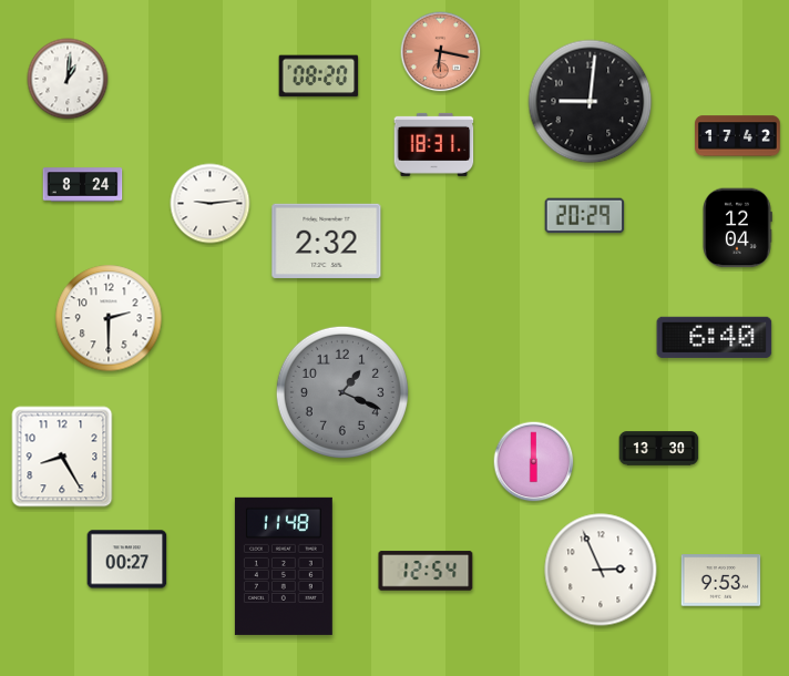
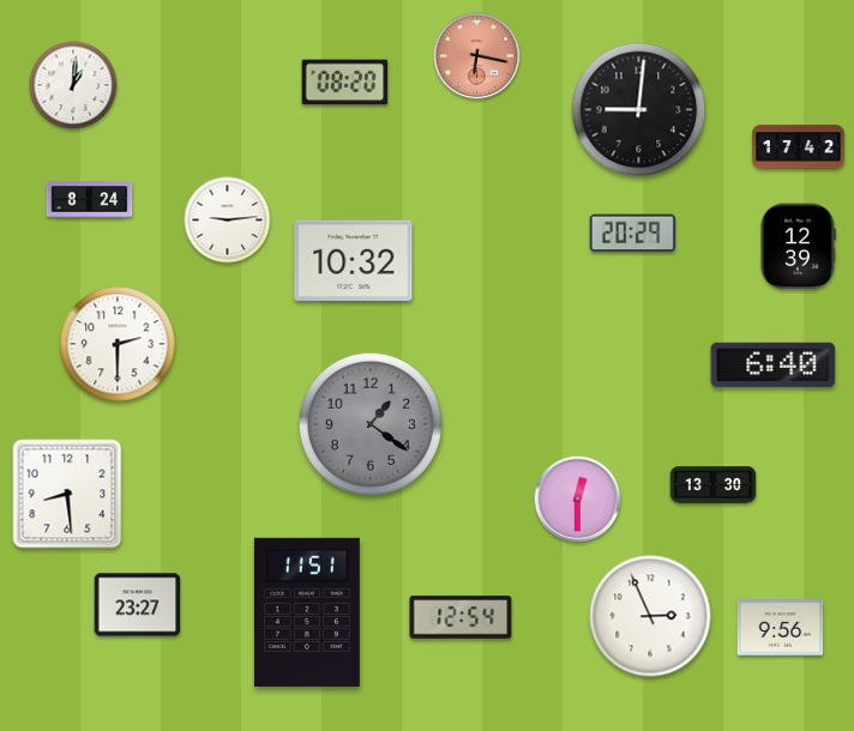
clock at (434, 144): 18:31 -> none
clock at (737, 228): 12:04 -> 12:39
clock at (327, 240): 2:32 -> 10:32
clock at (342, 392): 1:19 -> 1:21
clock at (62, 457): 8:25 -> 8:29
clock at (534, 462): 6:00 -> 12:30
clock at (127, 560): 00:27 -> 23:27
clock at (284, 566): 11:48 -> 11:51
clock at (721, 581): 9:53 -> 9:56
